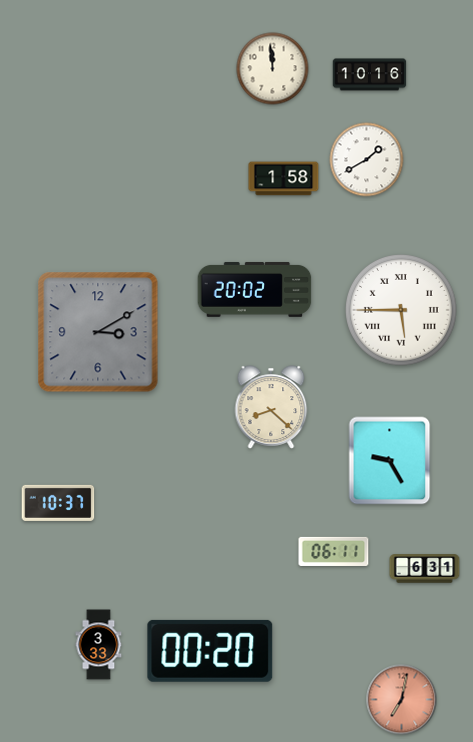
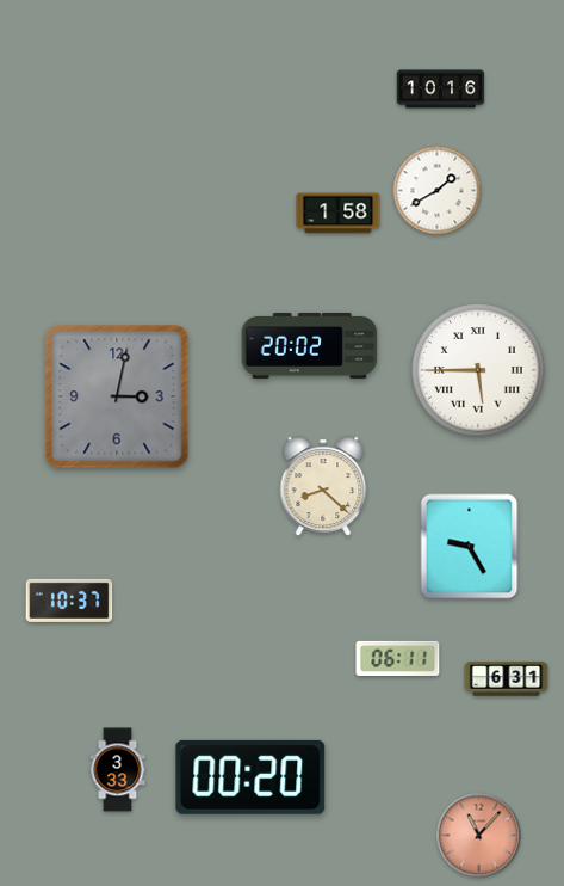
clock at (273, 69): 11:59 -> none
clock at (255, 289) position: (255, 289) -> (310, 345)
clock at (98, 332): 3:10 -> 3:02
clock at (390, 461) position: (390, 461) -> (470, 547)
clock at (402, 700): 7:02 -> 11:07
